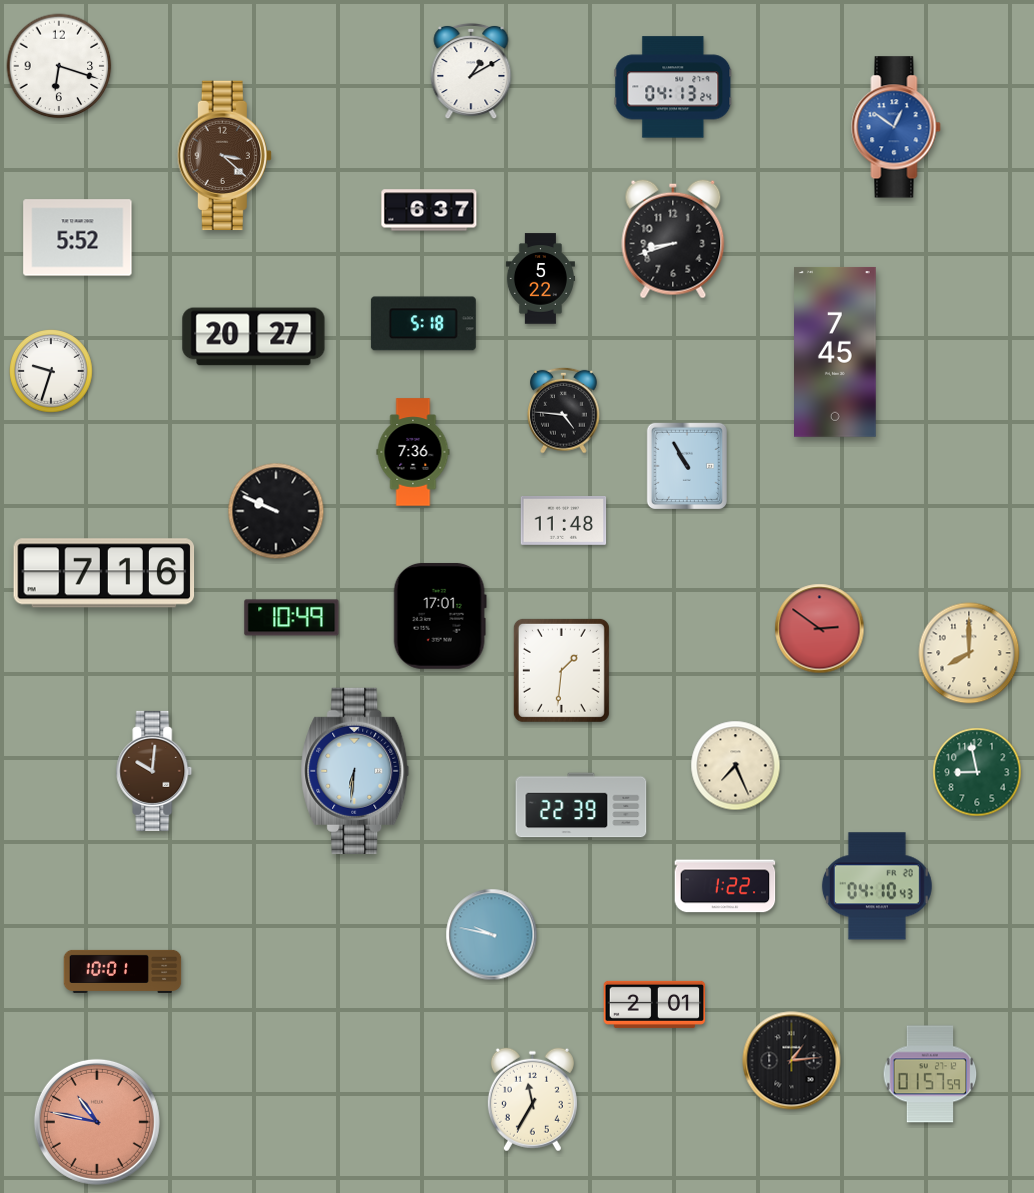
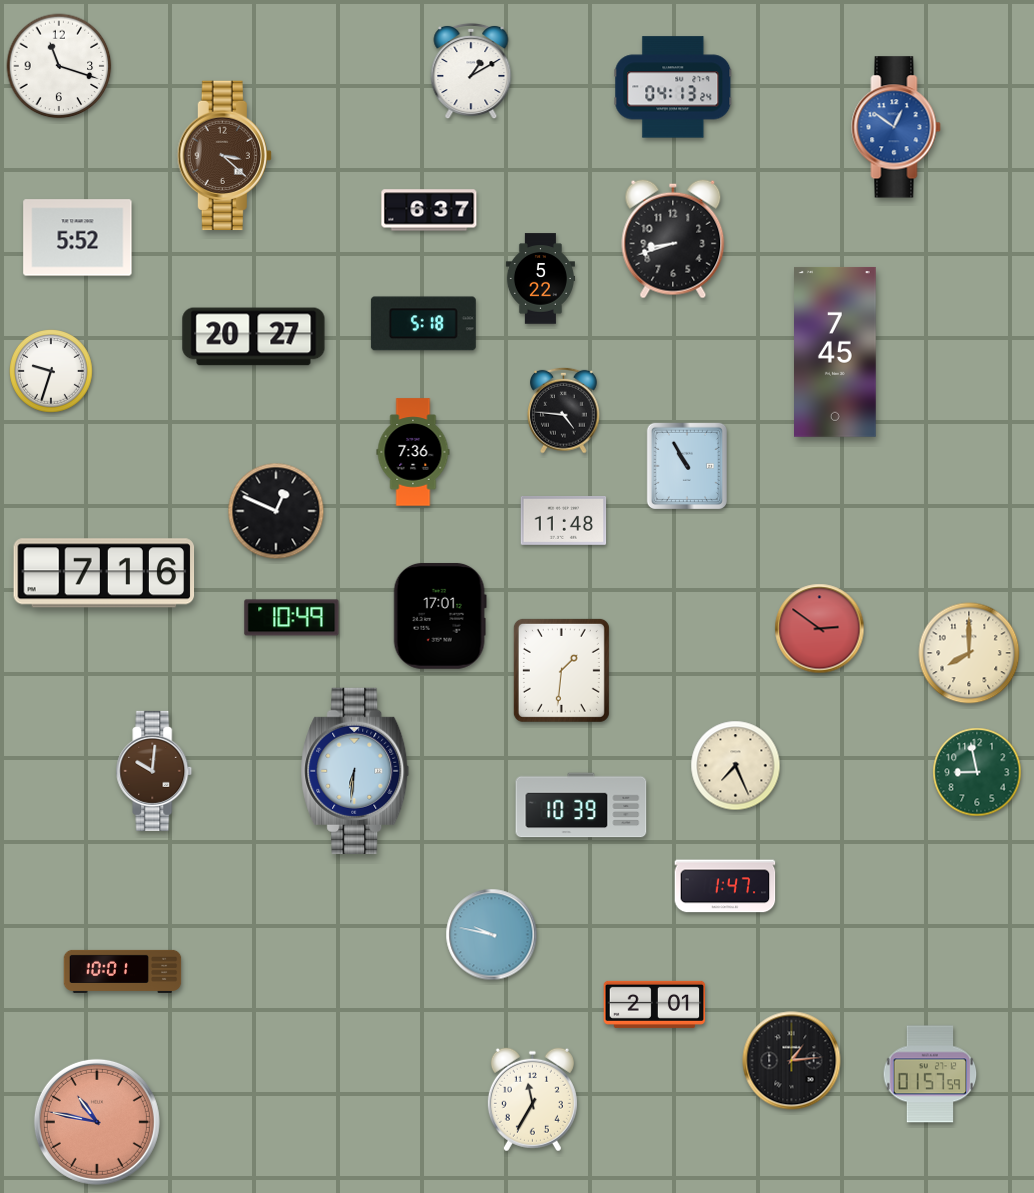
clock at (59, 66): 6:18 -> 11:18
clock at (276, 511): 9:49 -> 12:49
clock at (581, 805): 22:39 -> 10:39
clock at (725, 886): 1:22 -> 1:47
clock at (877, 886): 04:10 -> none
